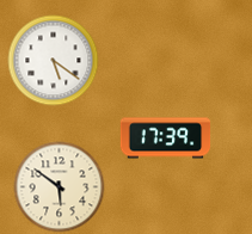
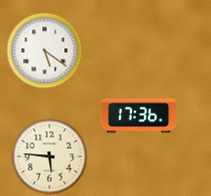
clock at (166, 138): 17:39 -> 17:36
clock at (60, 187): 5:51 -> 5:46
